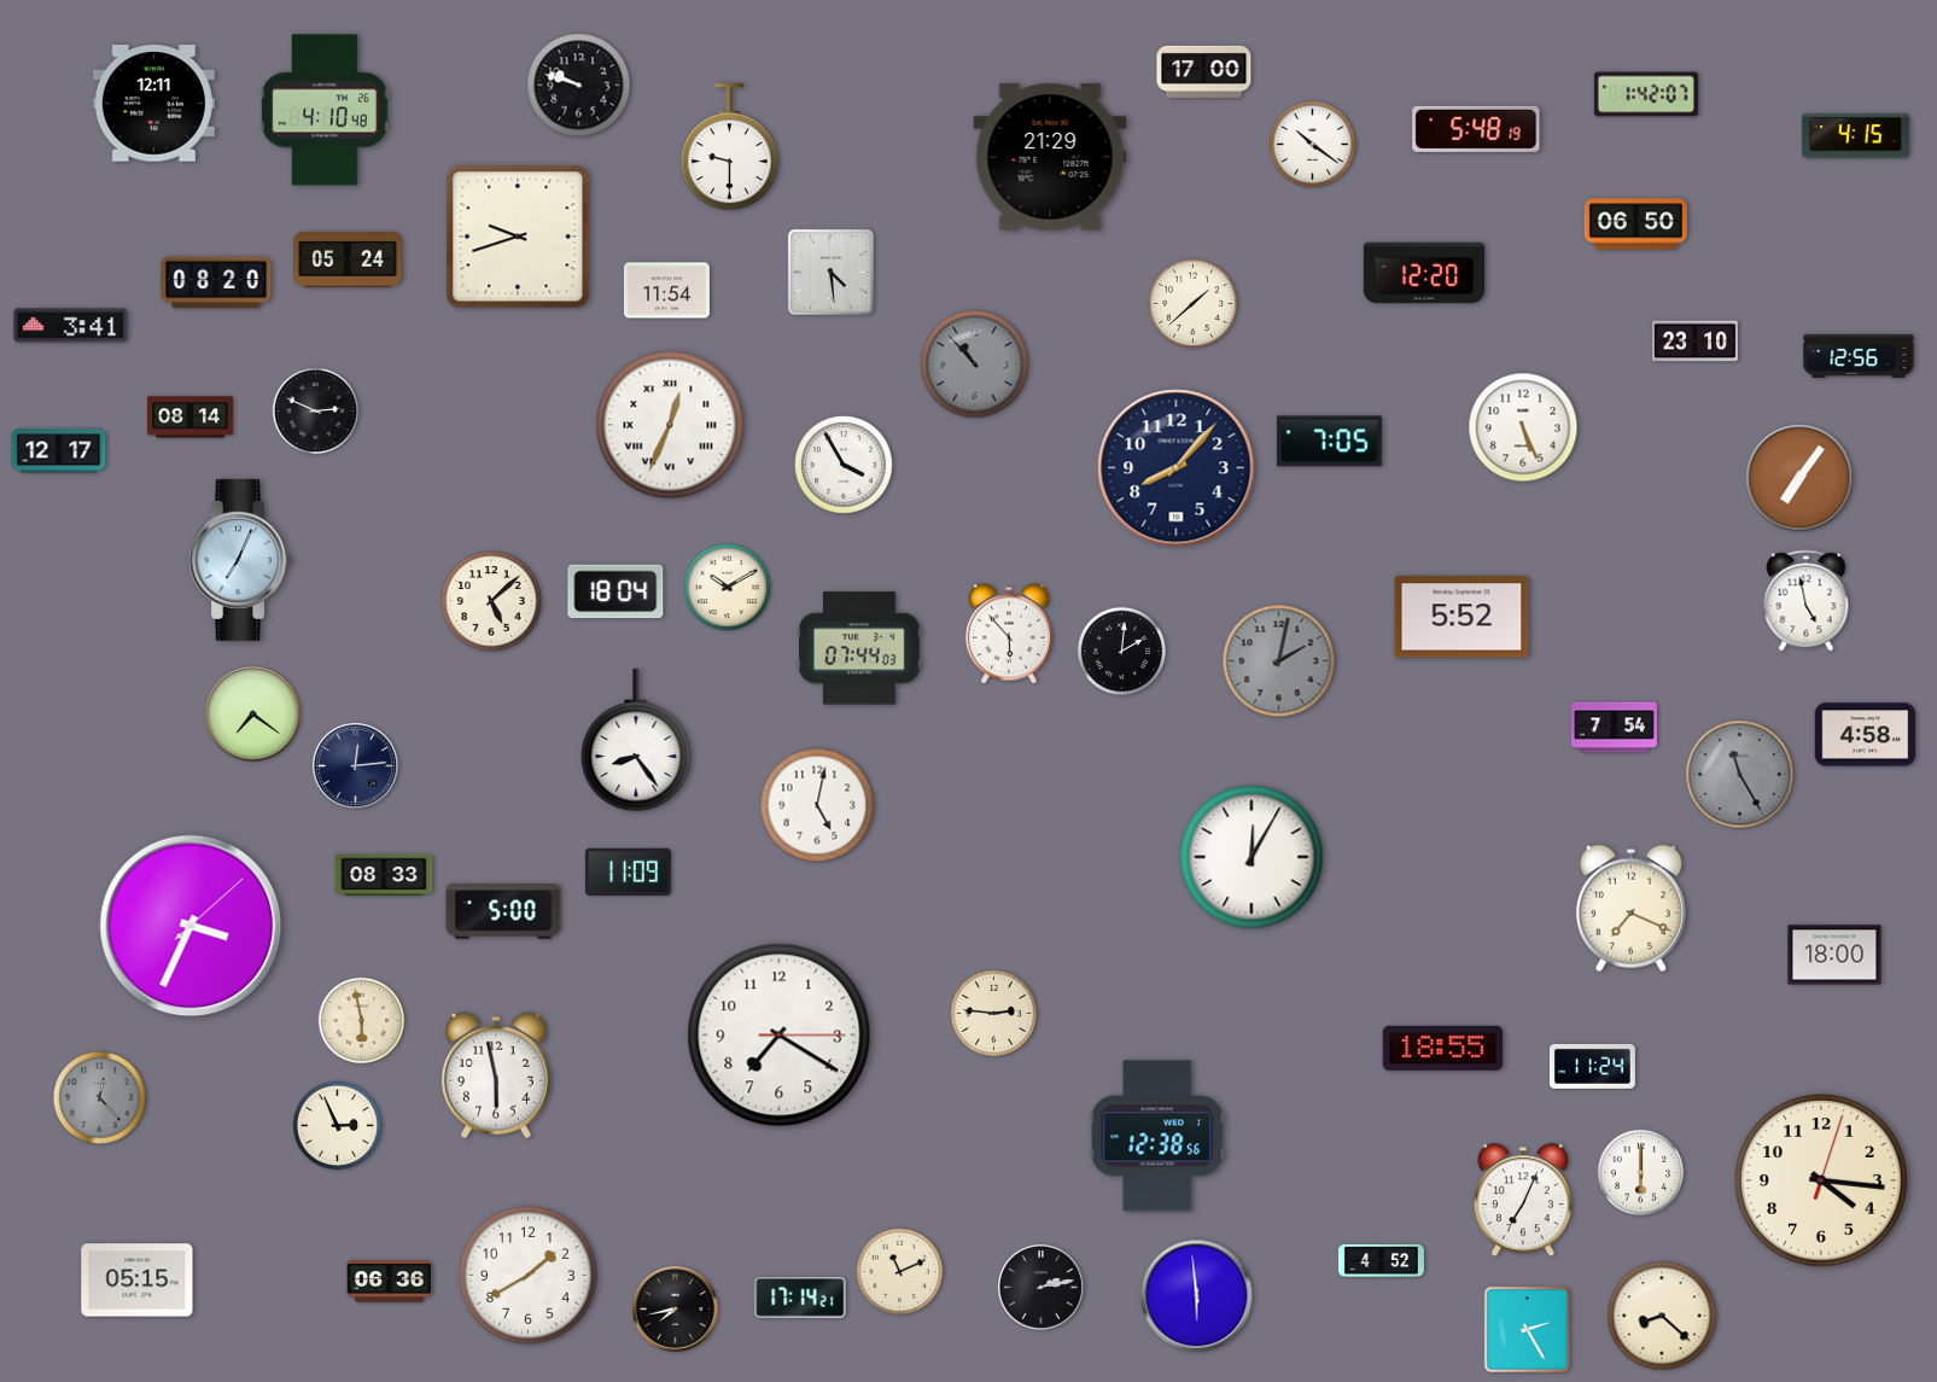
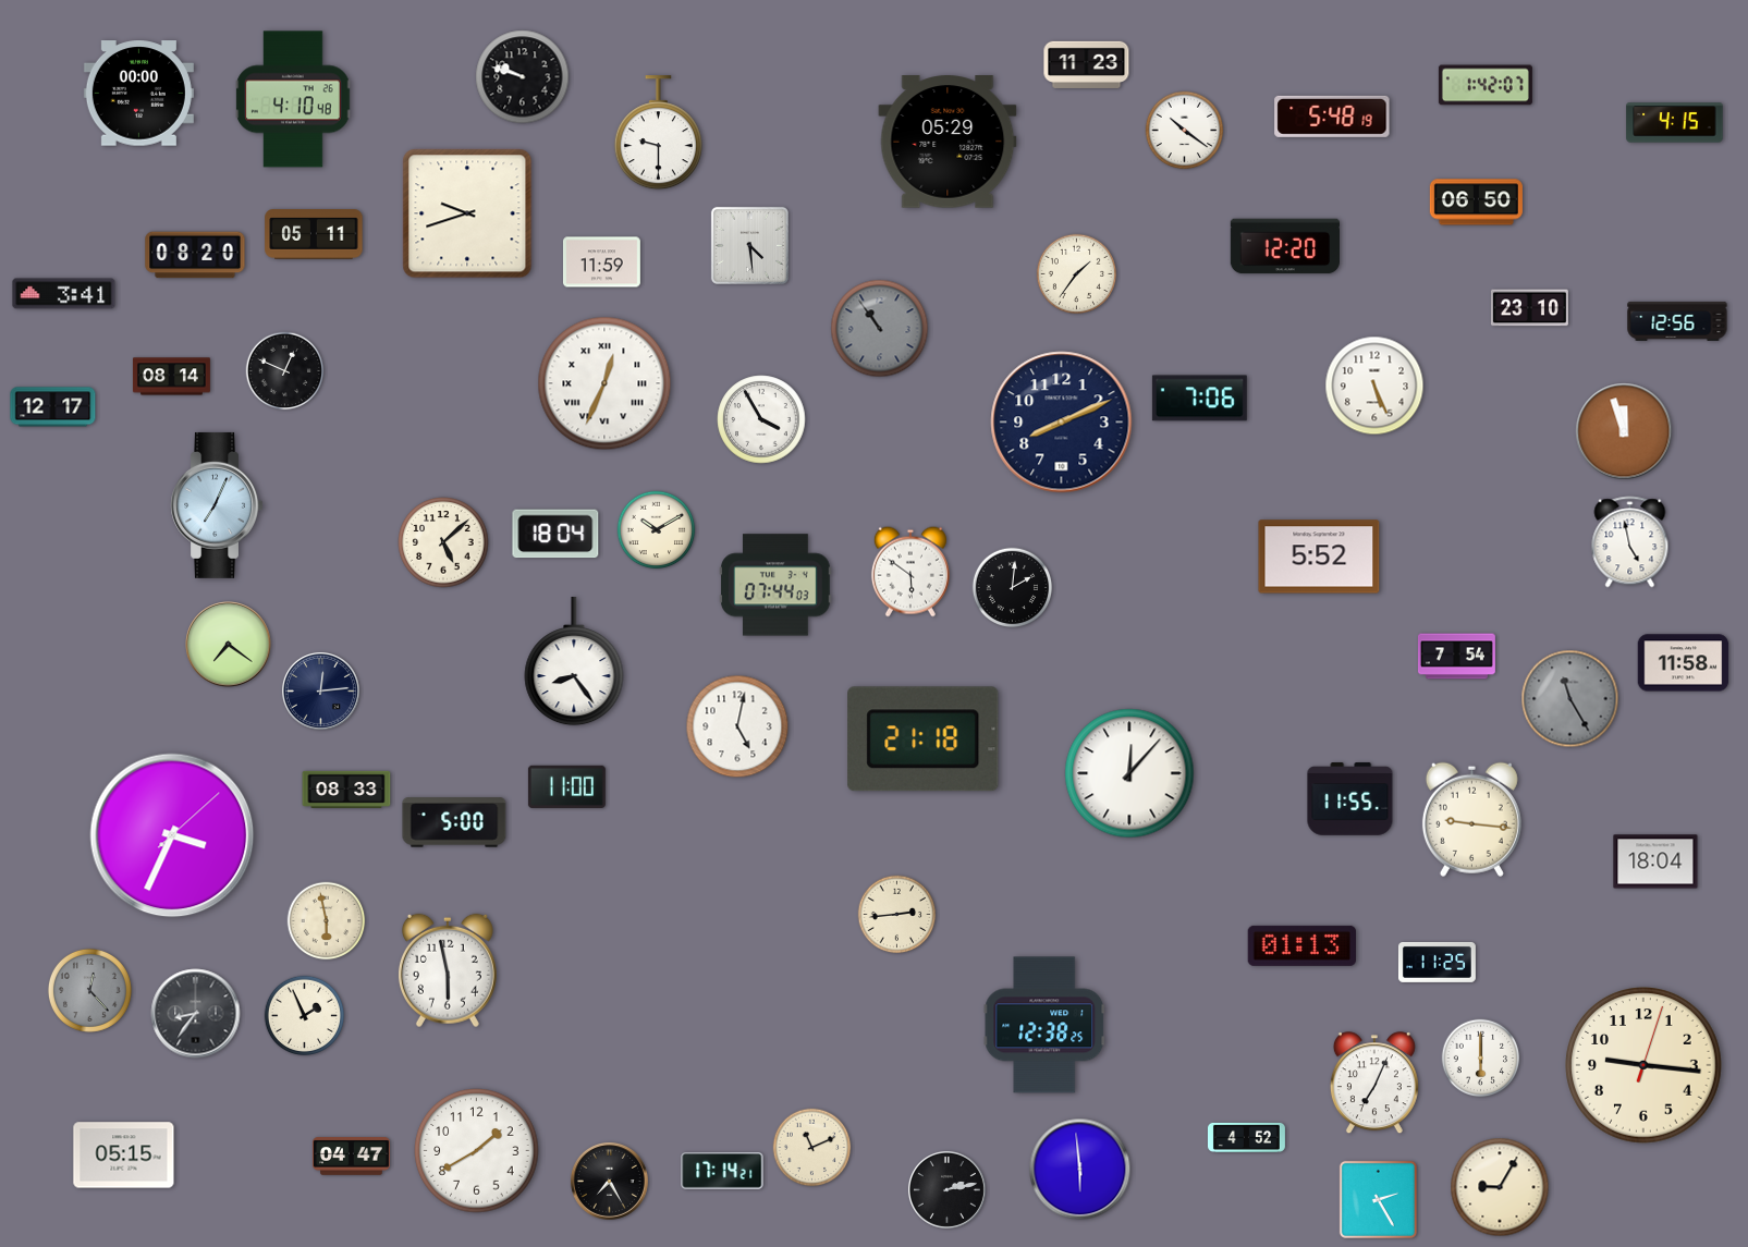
clock at (1204, 71): 17:00 -> 11:23
clock at (153, 104): 12:11 -> 00:00
clock at (1050, 157): 21:29 -> 05:29
clock at (348, 260): 05:24 -> 05:11
clock at (666, 291): 11:54 -> 11:59
clock at (1194, 304): 1:38 -> 1:36
clock at (975, 365): 10:53 -> 10:54
clock at (316, 412): 2:49 -> 12:49
clock at (1329, 442): 7:05 -> 7:06
clock at (1177, 468): 8:07 -> 8:11
clock at (1799, 478): 7:06 -> 11:57
clock at (1009, 634): 5:53 -> 5:51
clock at (1279, 661): 2:02 -> none
clock at (1866, 735): 4:58 -> 11:58
clock at (636, 740) position: (636, 740) -> (574, 661)
clock at (924, 739): none -> 21:18
clock at (1252, 857): 12:05 -> 12:07
clock at (628, 871): 11:09 -> 11:00
clock at (1350, 799): none -> 11:55
clock at (1630, 908): 7:19 -> 9:16
clock at (1834, 955): 18:00 -> 18:04
clock at (994, 1014): 2:46 -> 2:44
clock at (780, 1036): 7:20 -> none
clock at (1442, 1048): 18:55 -> 01:13
clock at (1592, 1066): 11:24 -> 11:25
clock at (196, 1014): none -> 8:36
clock at (338, 1126): 2:56 -> 1:56
clock at (1157, 1136): 12:38:56 -> 12:38:25
clock at (1821, 1180): 4:16 -> 9:16
clock at (389, 1282): 06:36 -> 04:47
clock at (1040, 1287) position: (1040, 1287) -> (946, 1189)
clock at (675, 1308): 7:43 -> 7:25
clock at (1662, 1316): 8:22 -> 9:05
